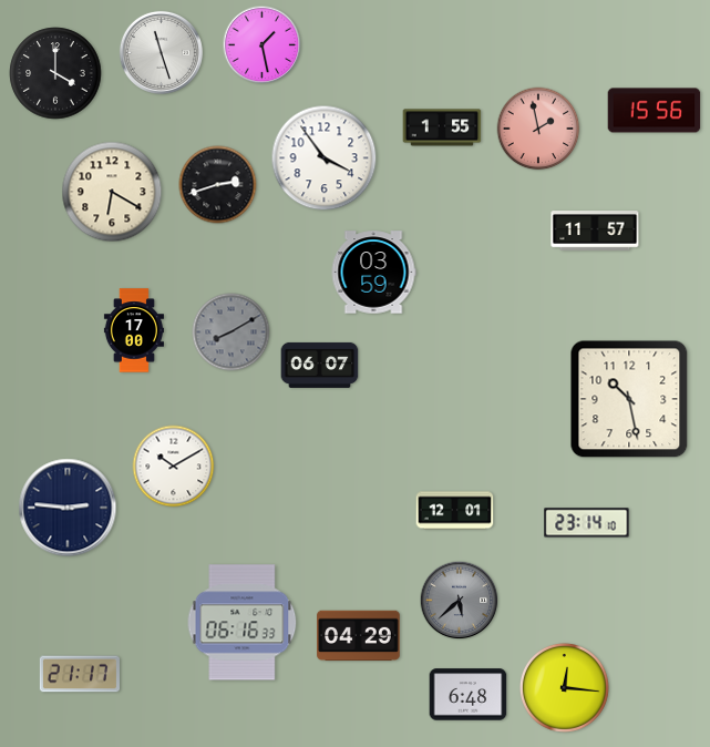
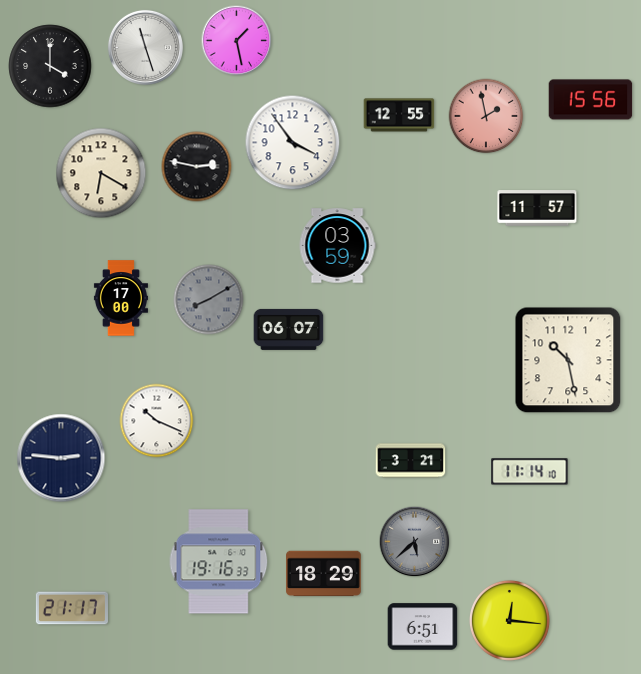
clock at (442, 127): 1:55 -> 12:55
clock at (218, 185): 2:42 -> 2:47
clock at (174, 467): 10:10 -> 10:19
clock at (455, 511): 12:01 -> 3:21
clock at (587, 523): 23:14 -> 11:14
clock at (243, 623): 06:16 -> 19:16
clock at (359, 636): 04:29 -> 18:29
clock at (469, 695): 6:48 -> 6:51
